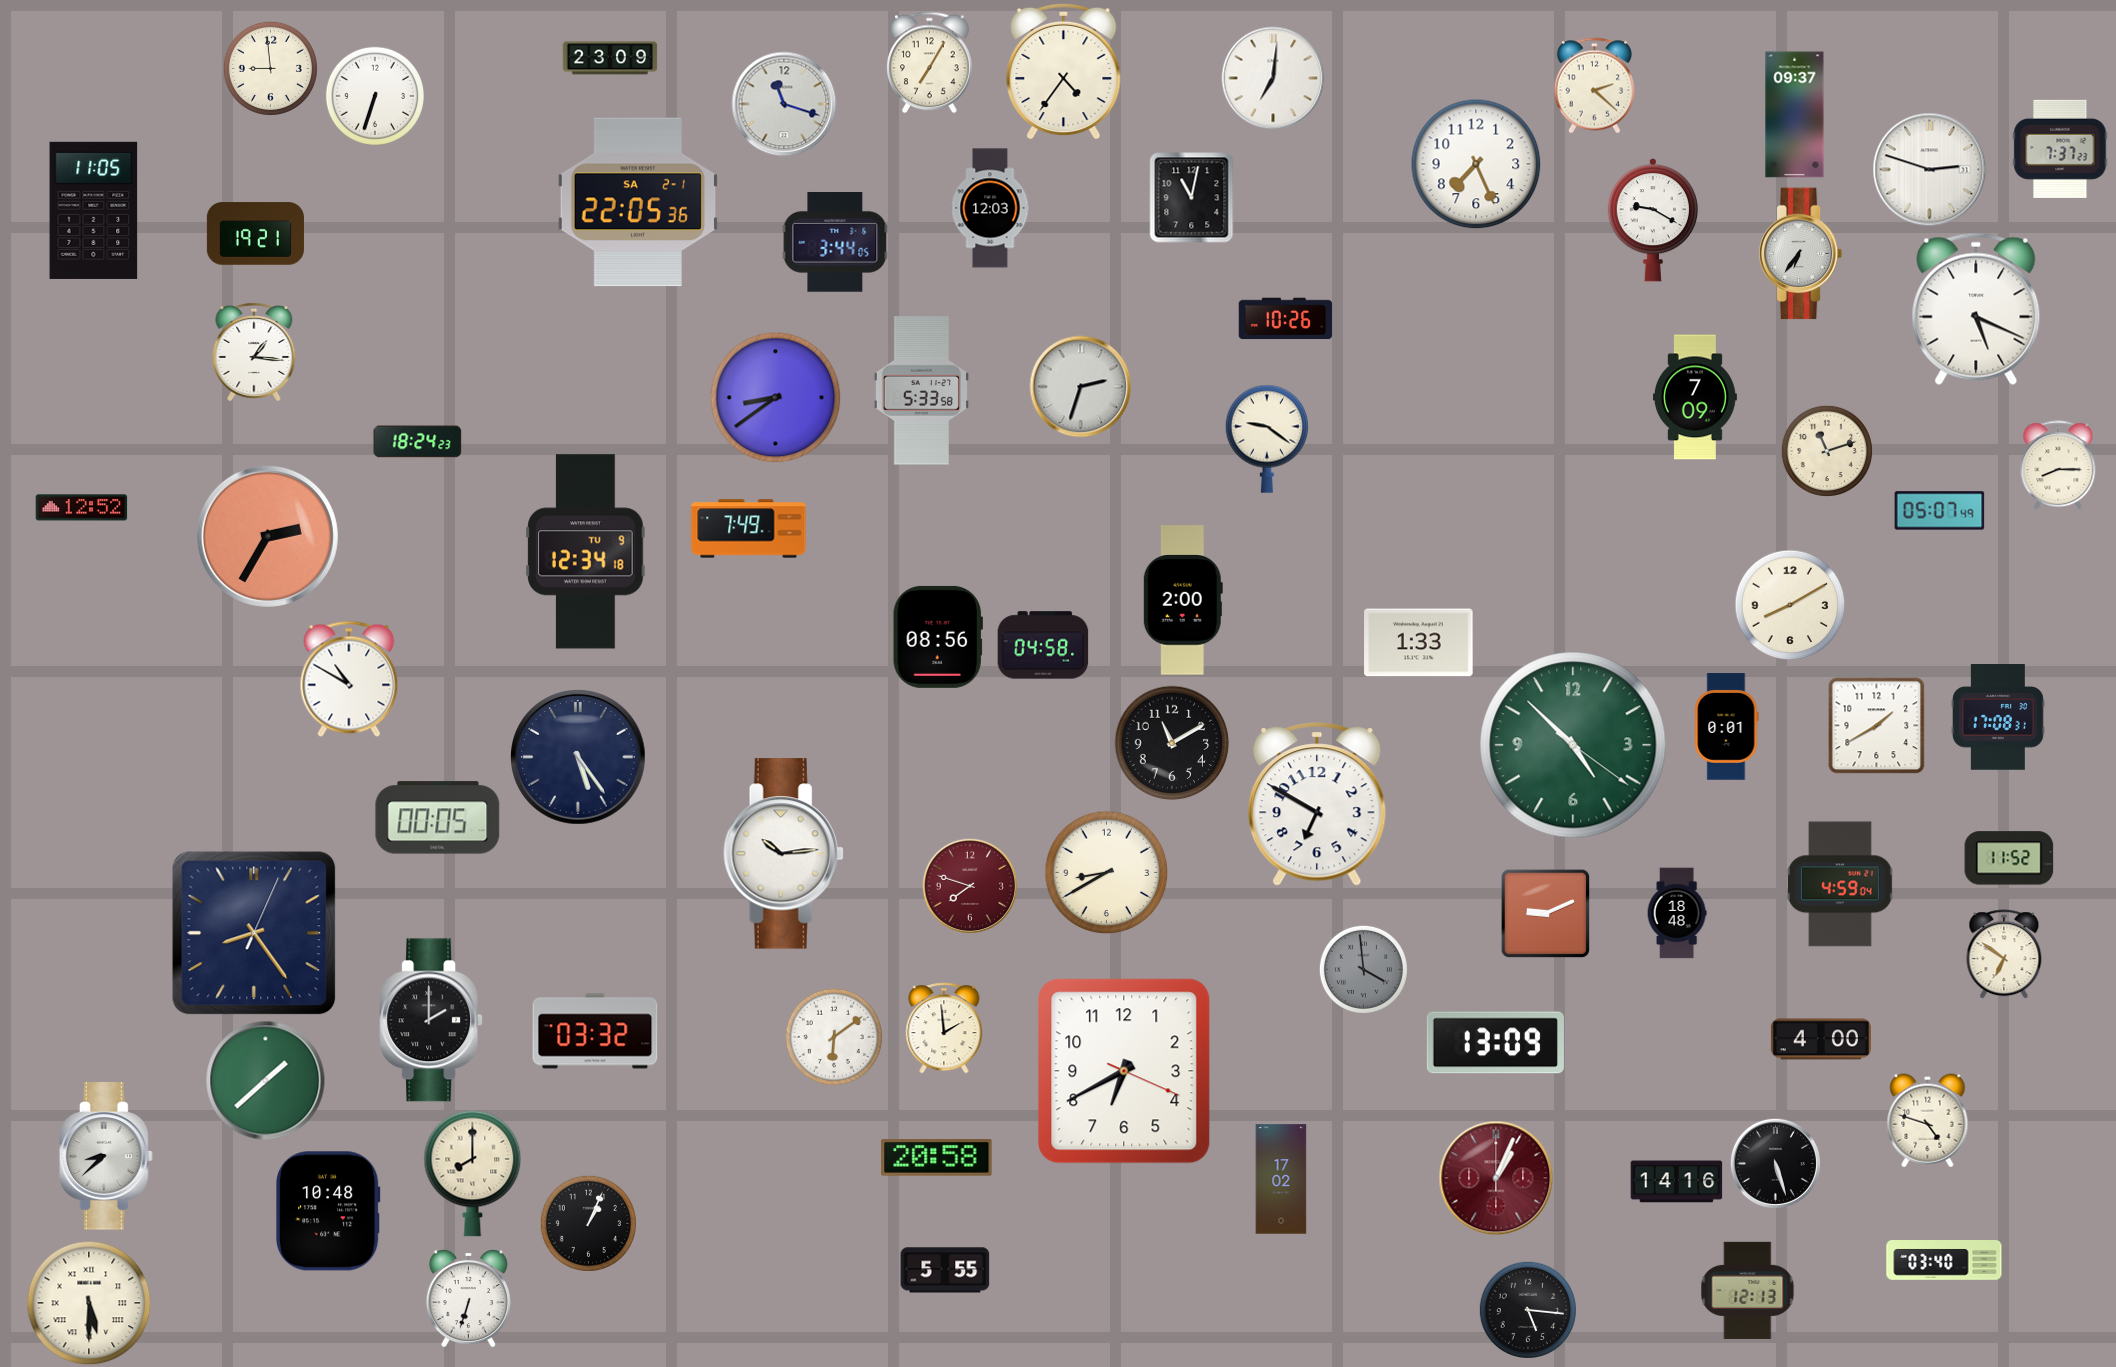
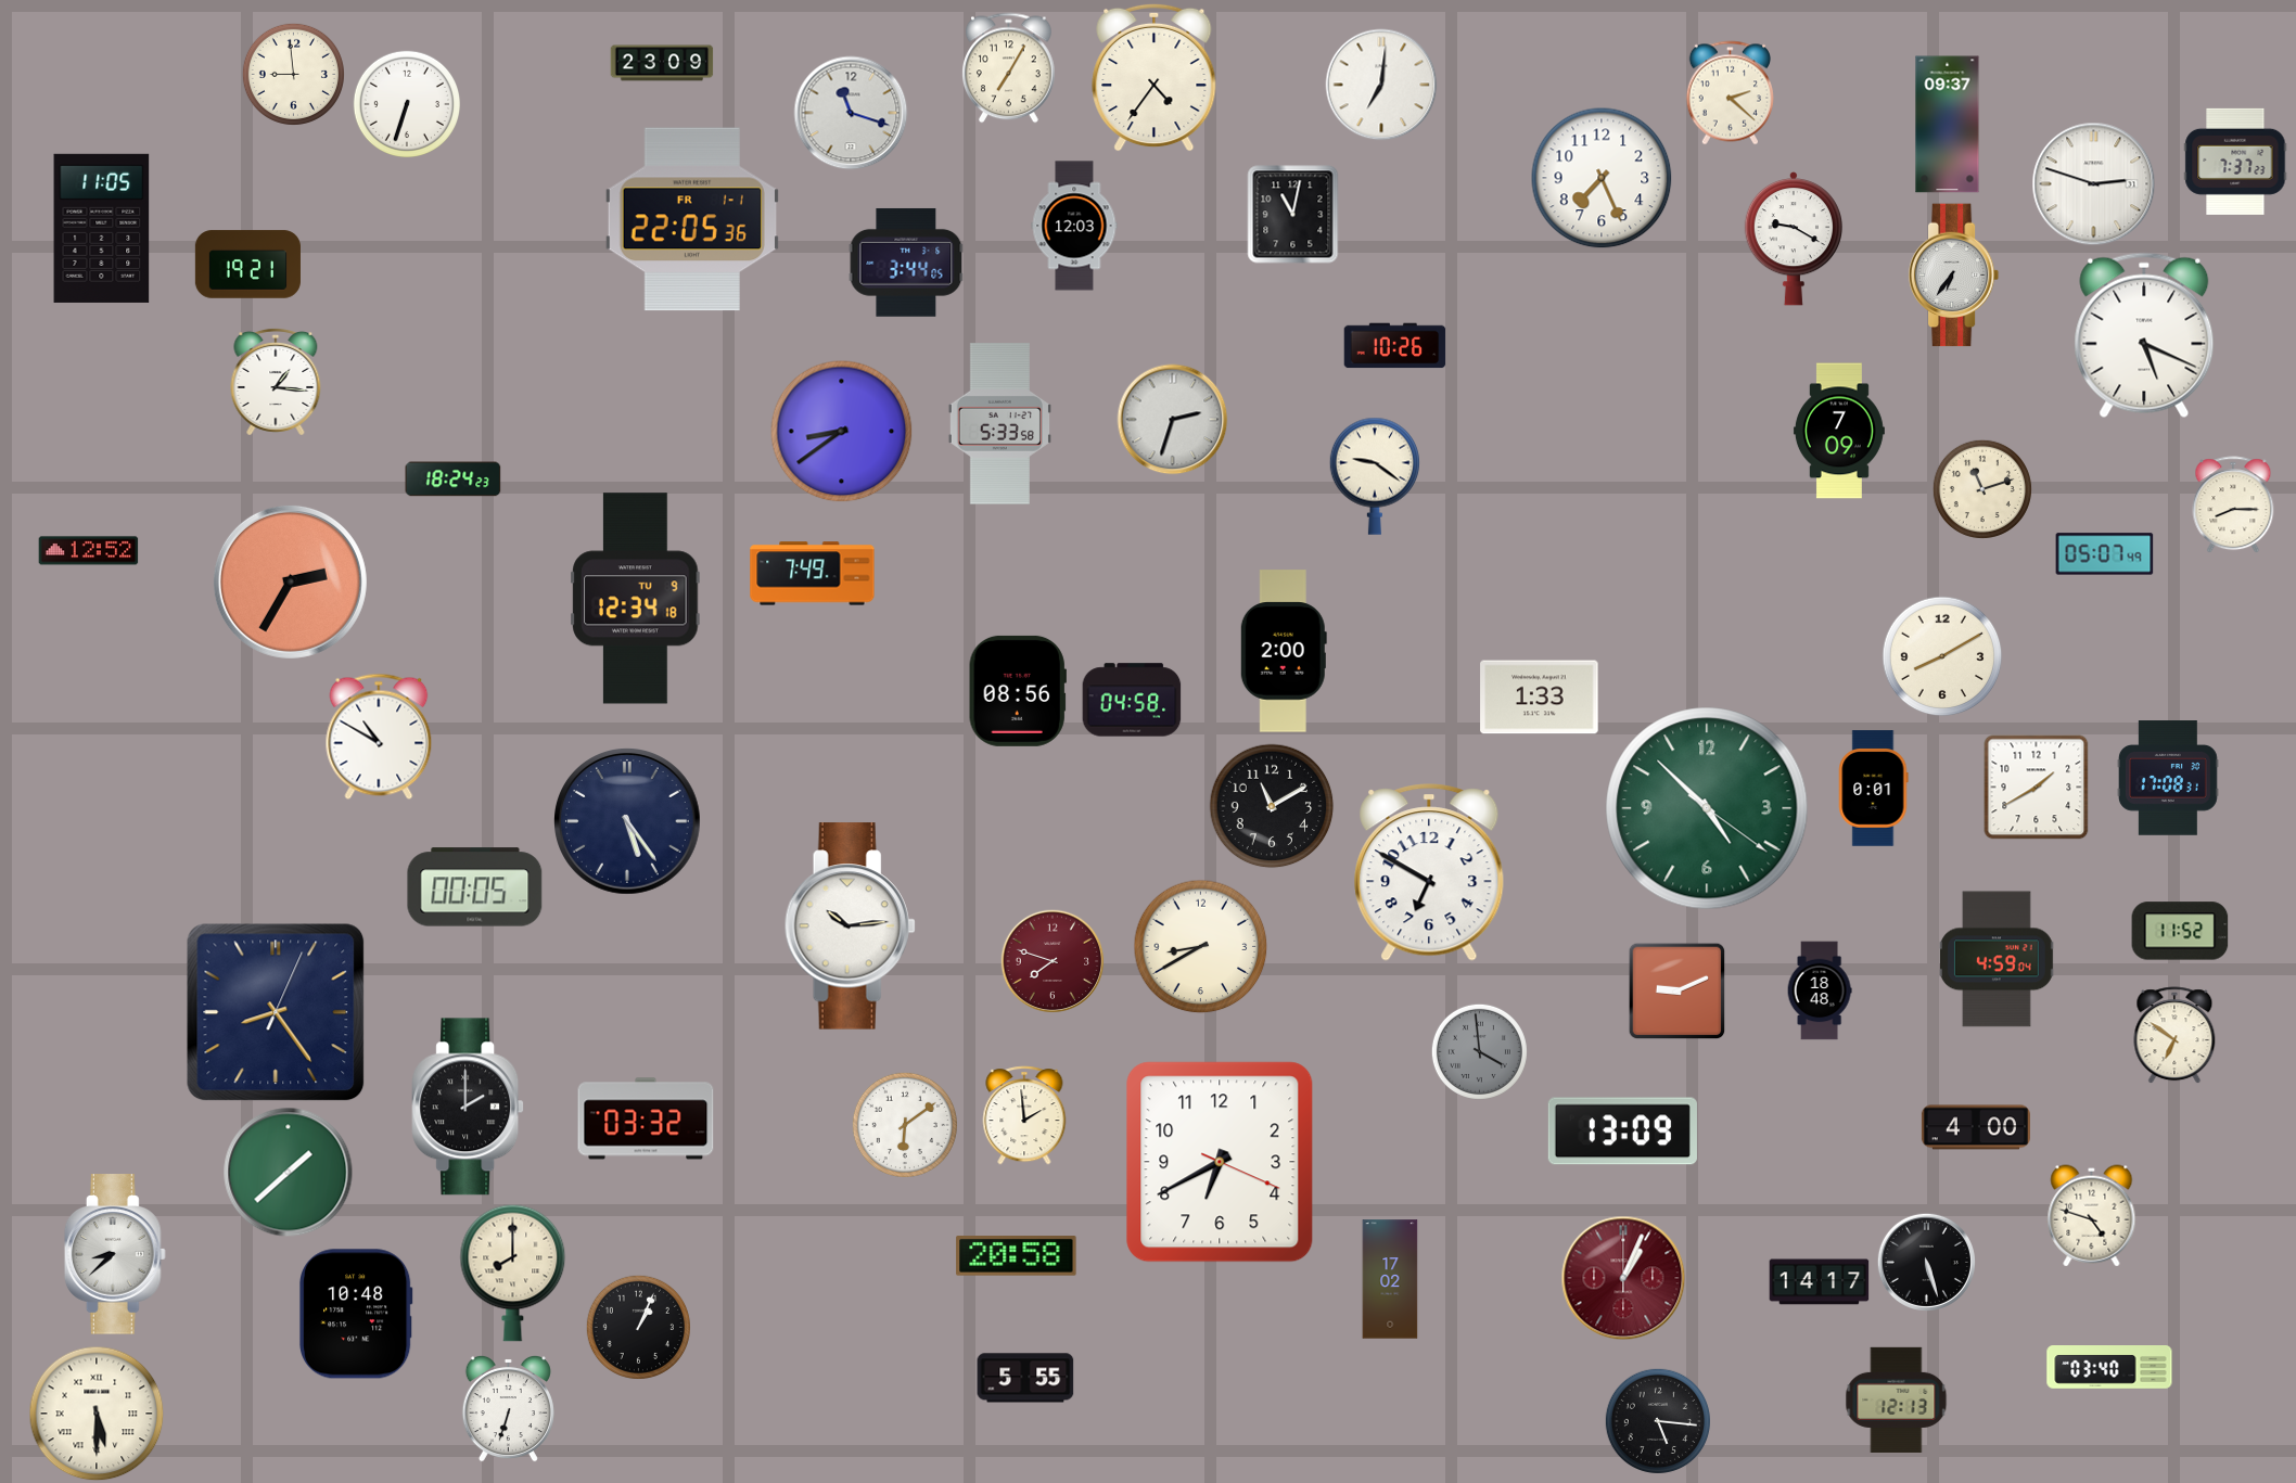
clock at (638, 202) date: SA 2-1 -> FR 1-1
clock at (255, 234) position: (255, 234) -> (247, 265)
clock at (1677, 1182): 14:16 -> 14:17
